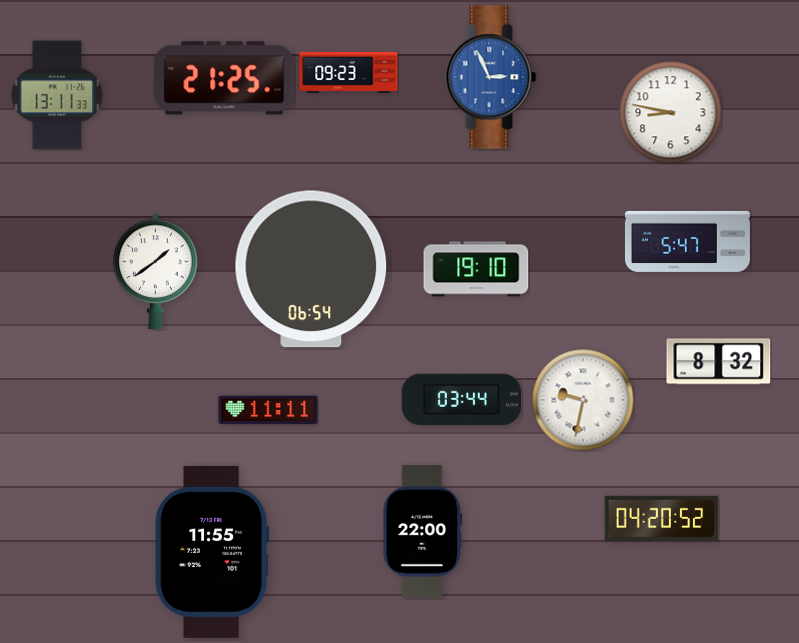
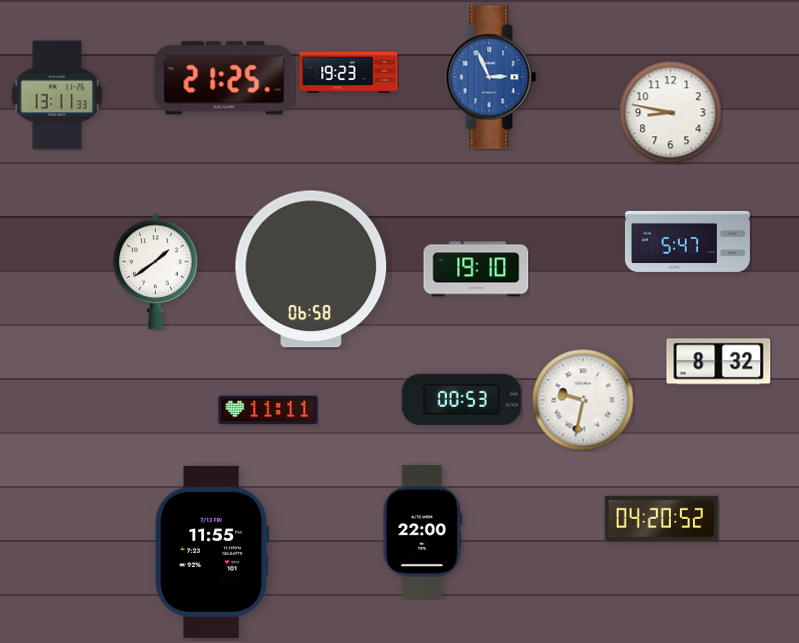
clock at (349, 72): 09:23 -> 19:23
clock at (311, 269): 06:54 -> 06:58
clock at (461, 399): 03:44 -> 00:53
